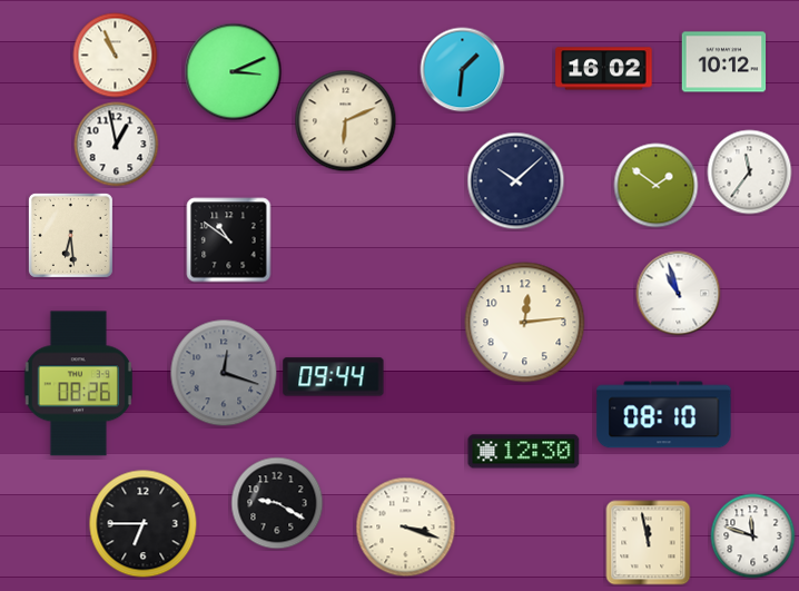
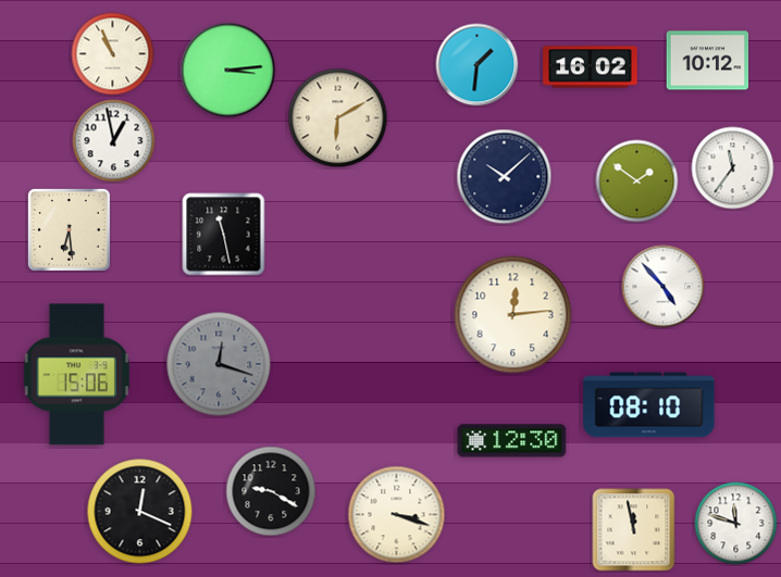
clock at (463, 70) position: (463, 70) -> (478, 65)
clock at (234, 72): 3:11 -> 3:14
clock at (346, 121): 6:11 -> 6:10
clock at (657, 186) position: (657, 186) -> (637, 181)
clock at (229, 240): 10:51 -> 11:28
clock at (679, 294): 10:57 -> 4:53
clock at (334, 377): 09:44 -> none
clock at (78, 384): 08:26 -> 15:06
clock at (144, 524): 6:45 -> 12:19
